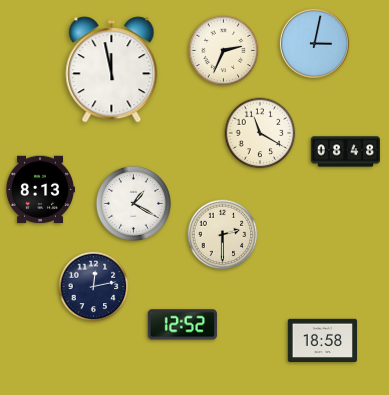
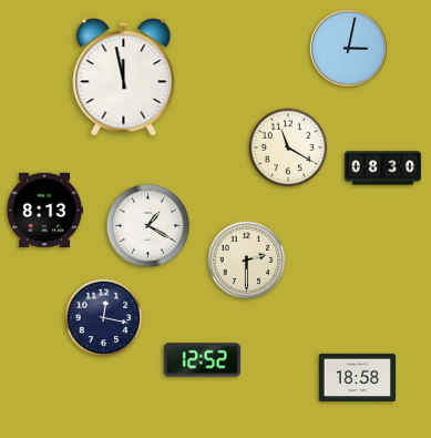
clock at (224, 51): 2:34 -> none
clock at (345, 152): 08:48 -> 08:30
clock at (94, 287): 12:13 -> 12:17
